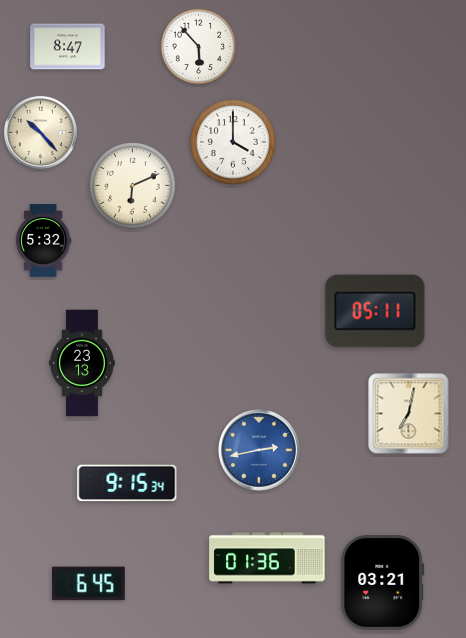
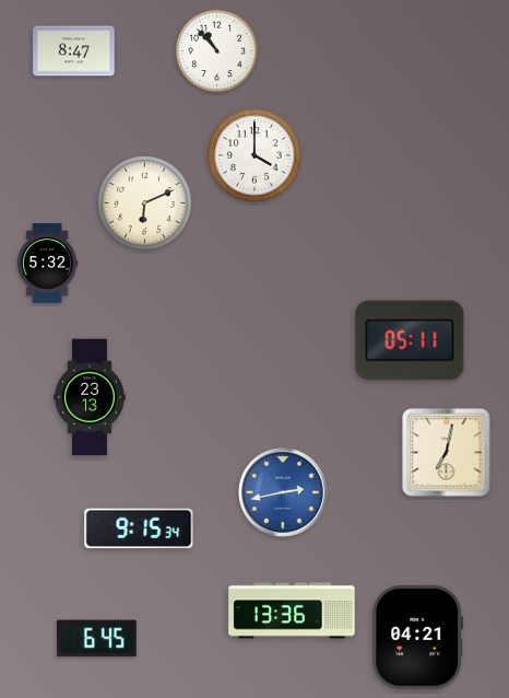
clock at (199, 47): 5:53 -> 10:53
clock at (40, 132): 10:23 -> none
clock at (267, 558): 01:36 -> 13:36
clock at (383, 583): 03:21 -> 04:21
